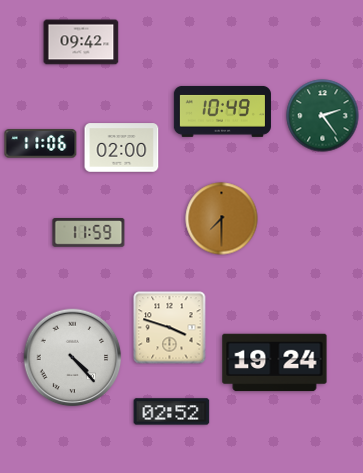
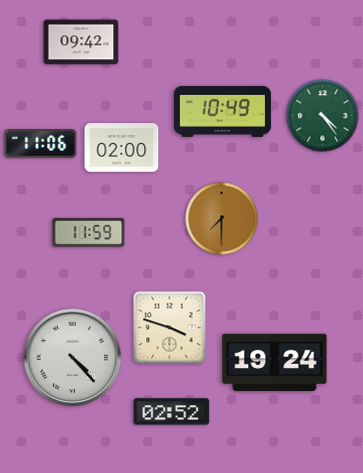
clock at (323, 116): 2:24 -> 4:24
